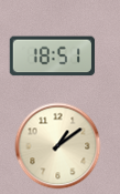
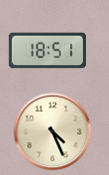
clock at (57, 145): 1:09 -> 4:26
